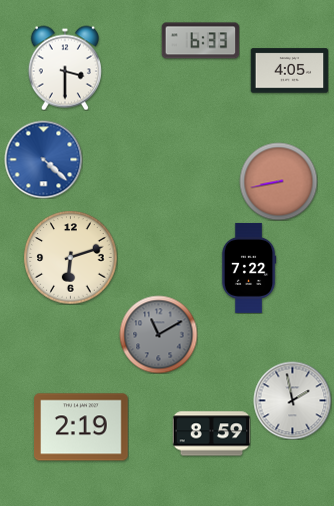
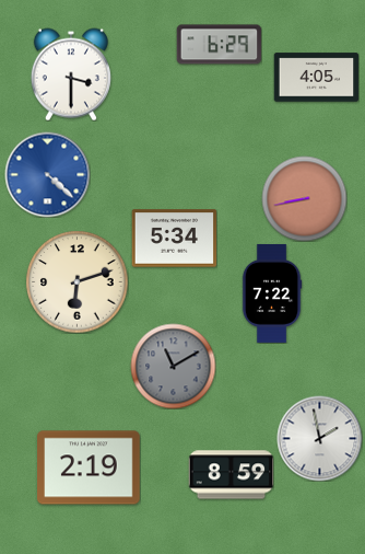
clock at (200, 41): 6:33 -> 6:29
clock at (174, 239): none -> 5:34
